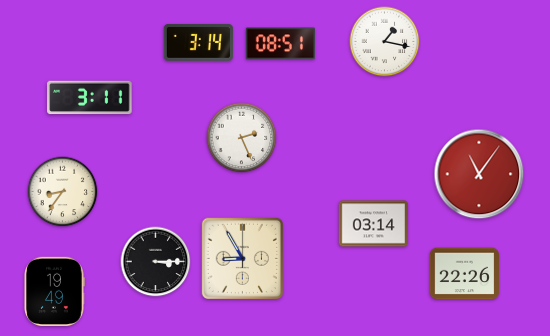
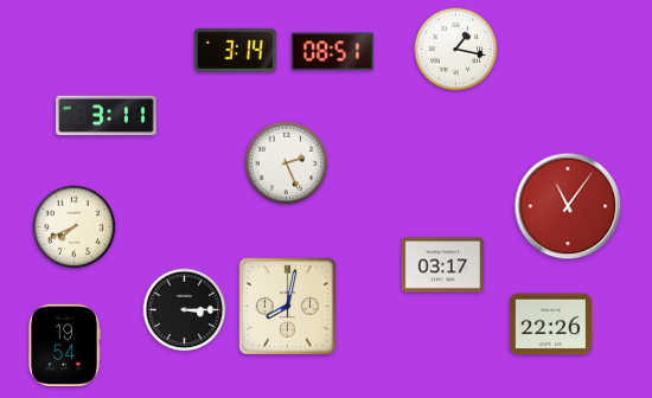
clock at (63, 192): 8:36 -> 7:41
clock at (373, 224): 03:14 -> 03:17
clock at (242, 258): 8:55 -> 8:02
clock at (54, 291): 19:49 -> 19:54
